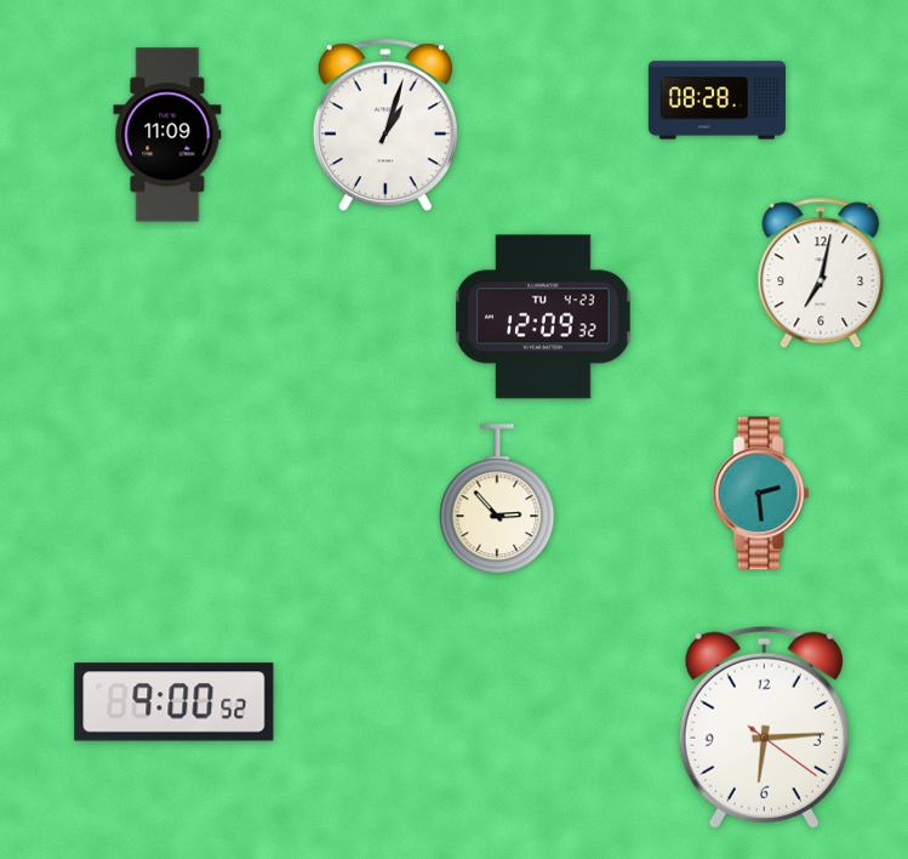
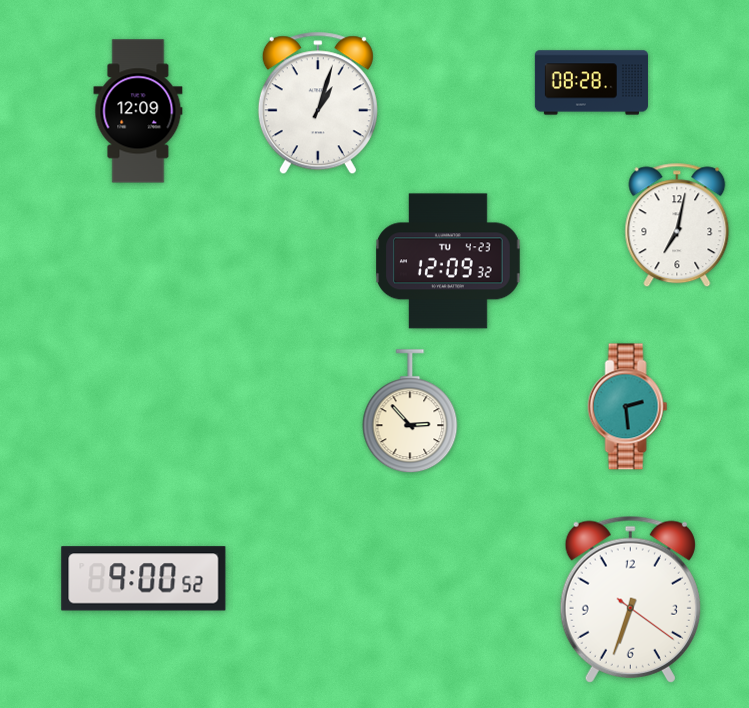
clock at (167, 135): 11:09 -> 12:09
clock at (764, 727): 6:14 -> 6:33
